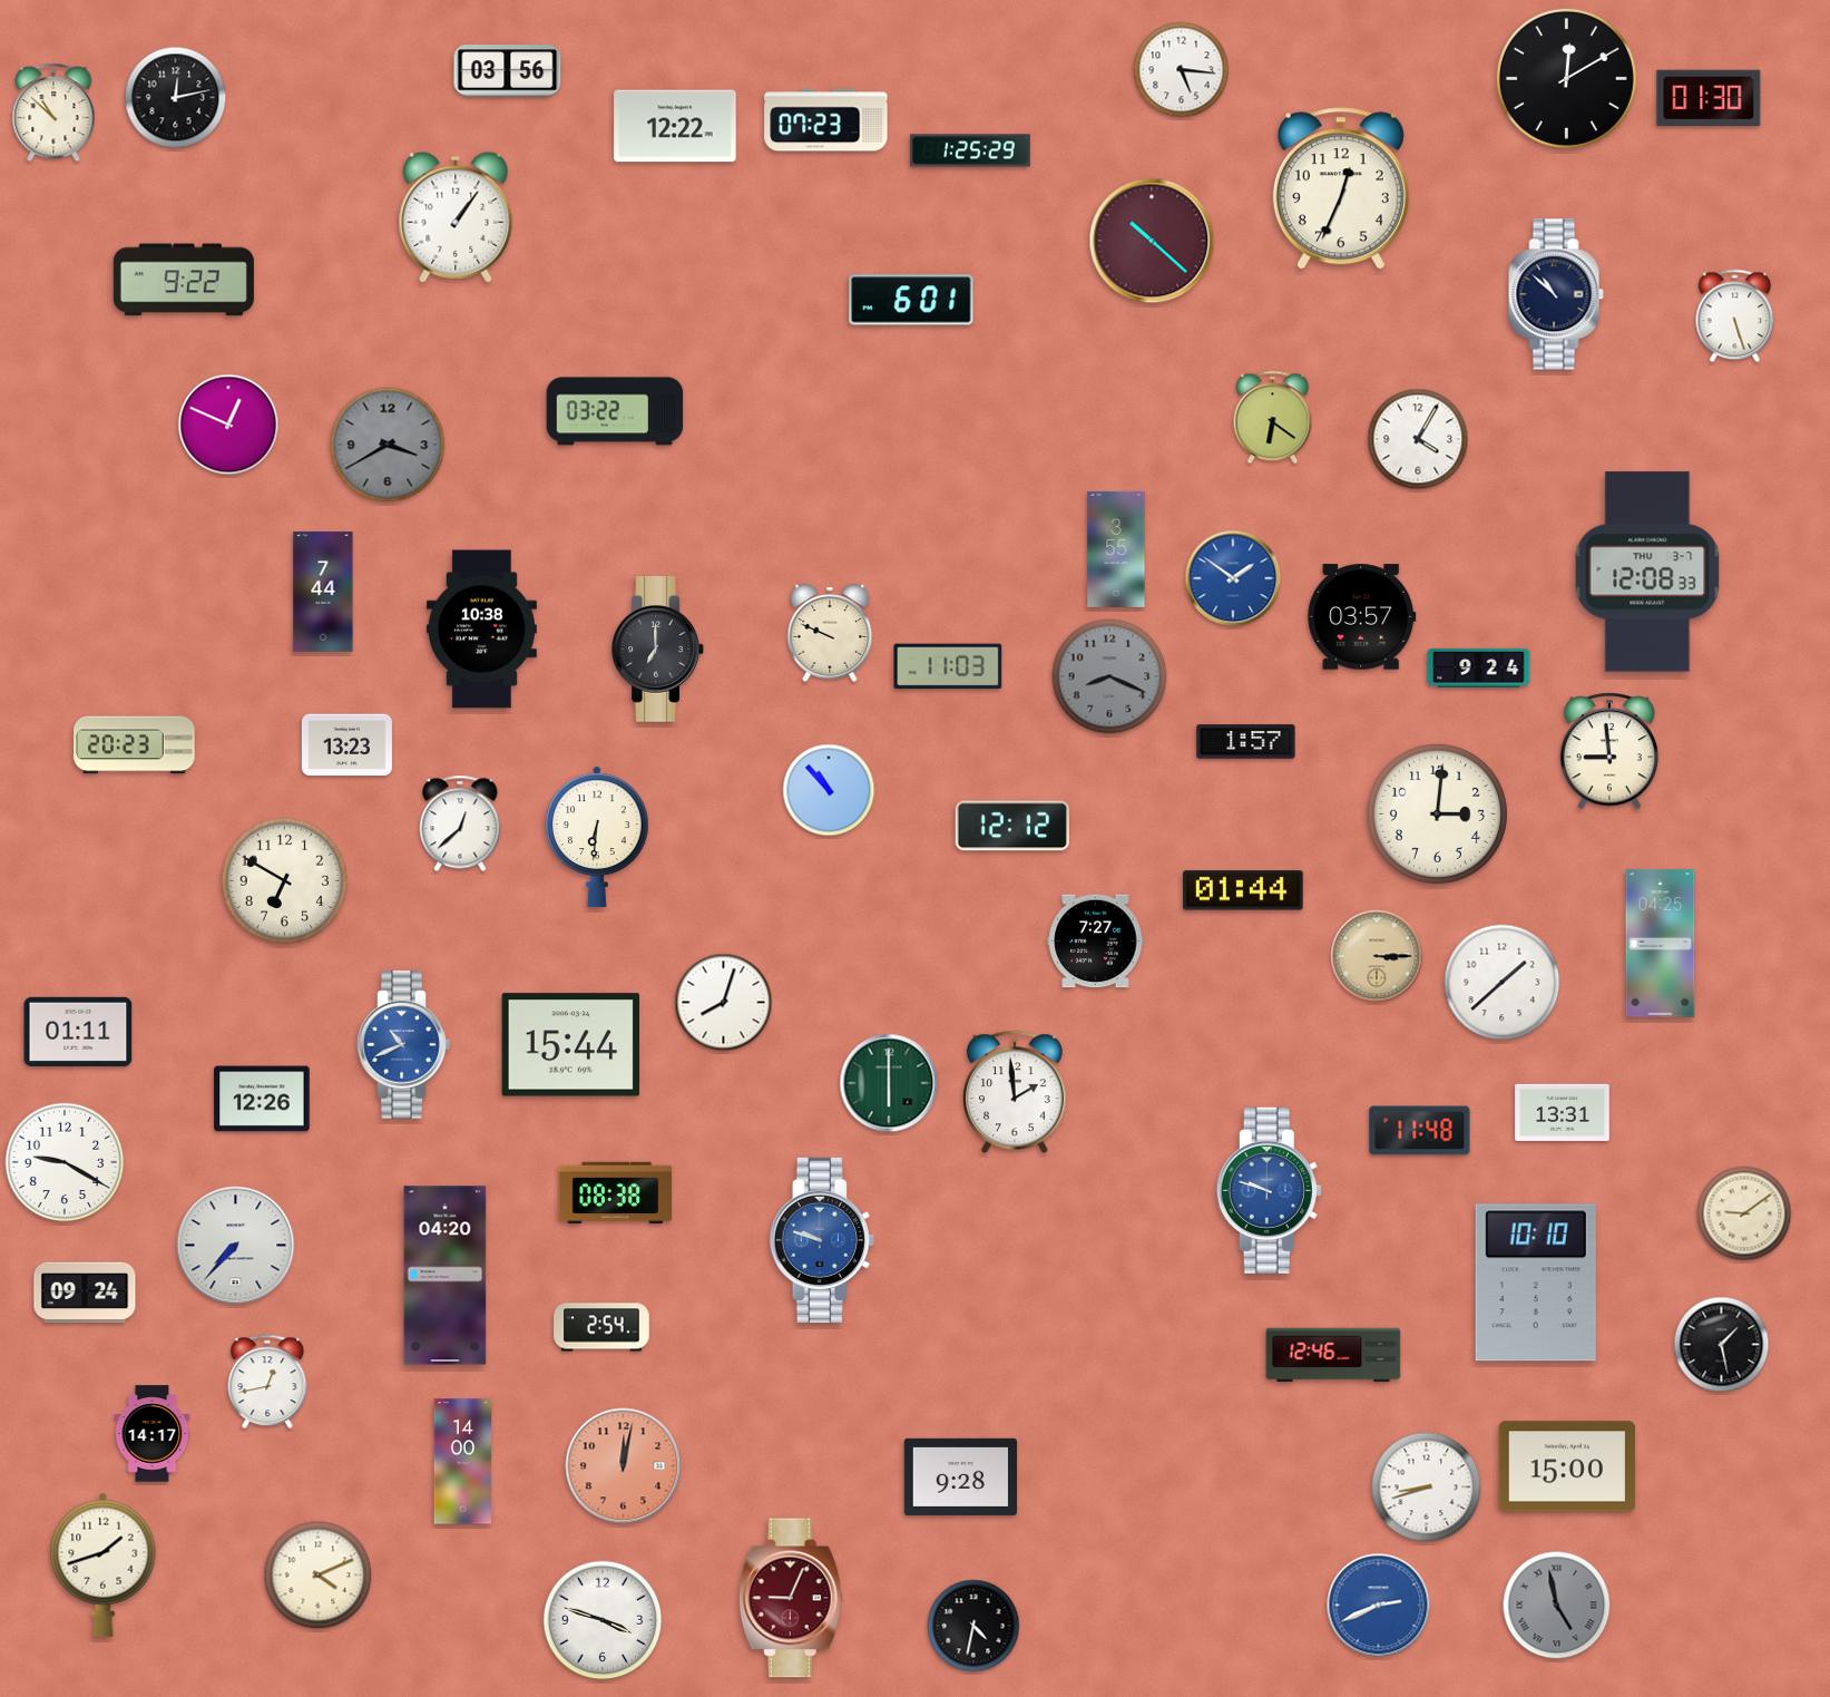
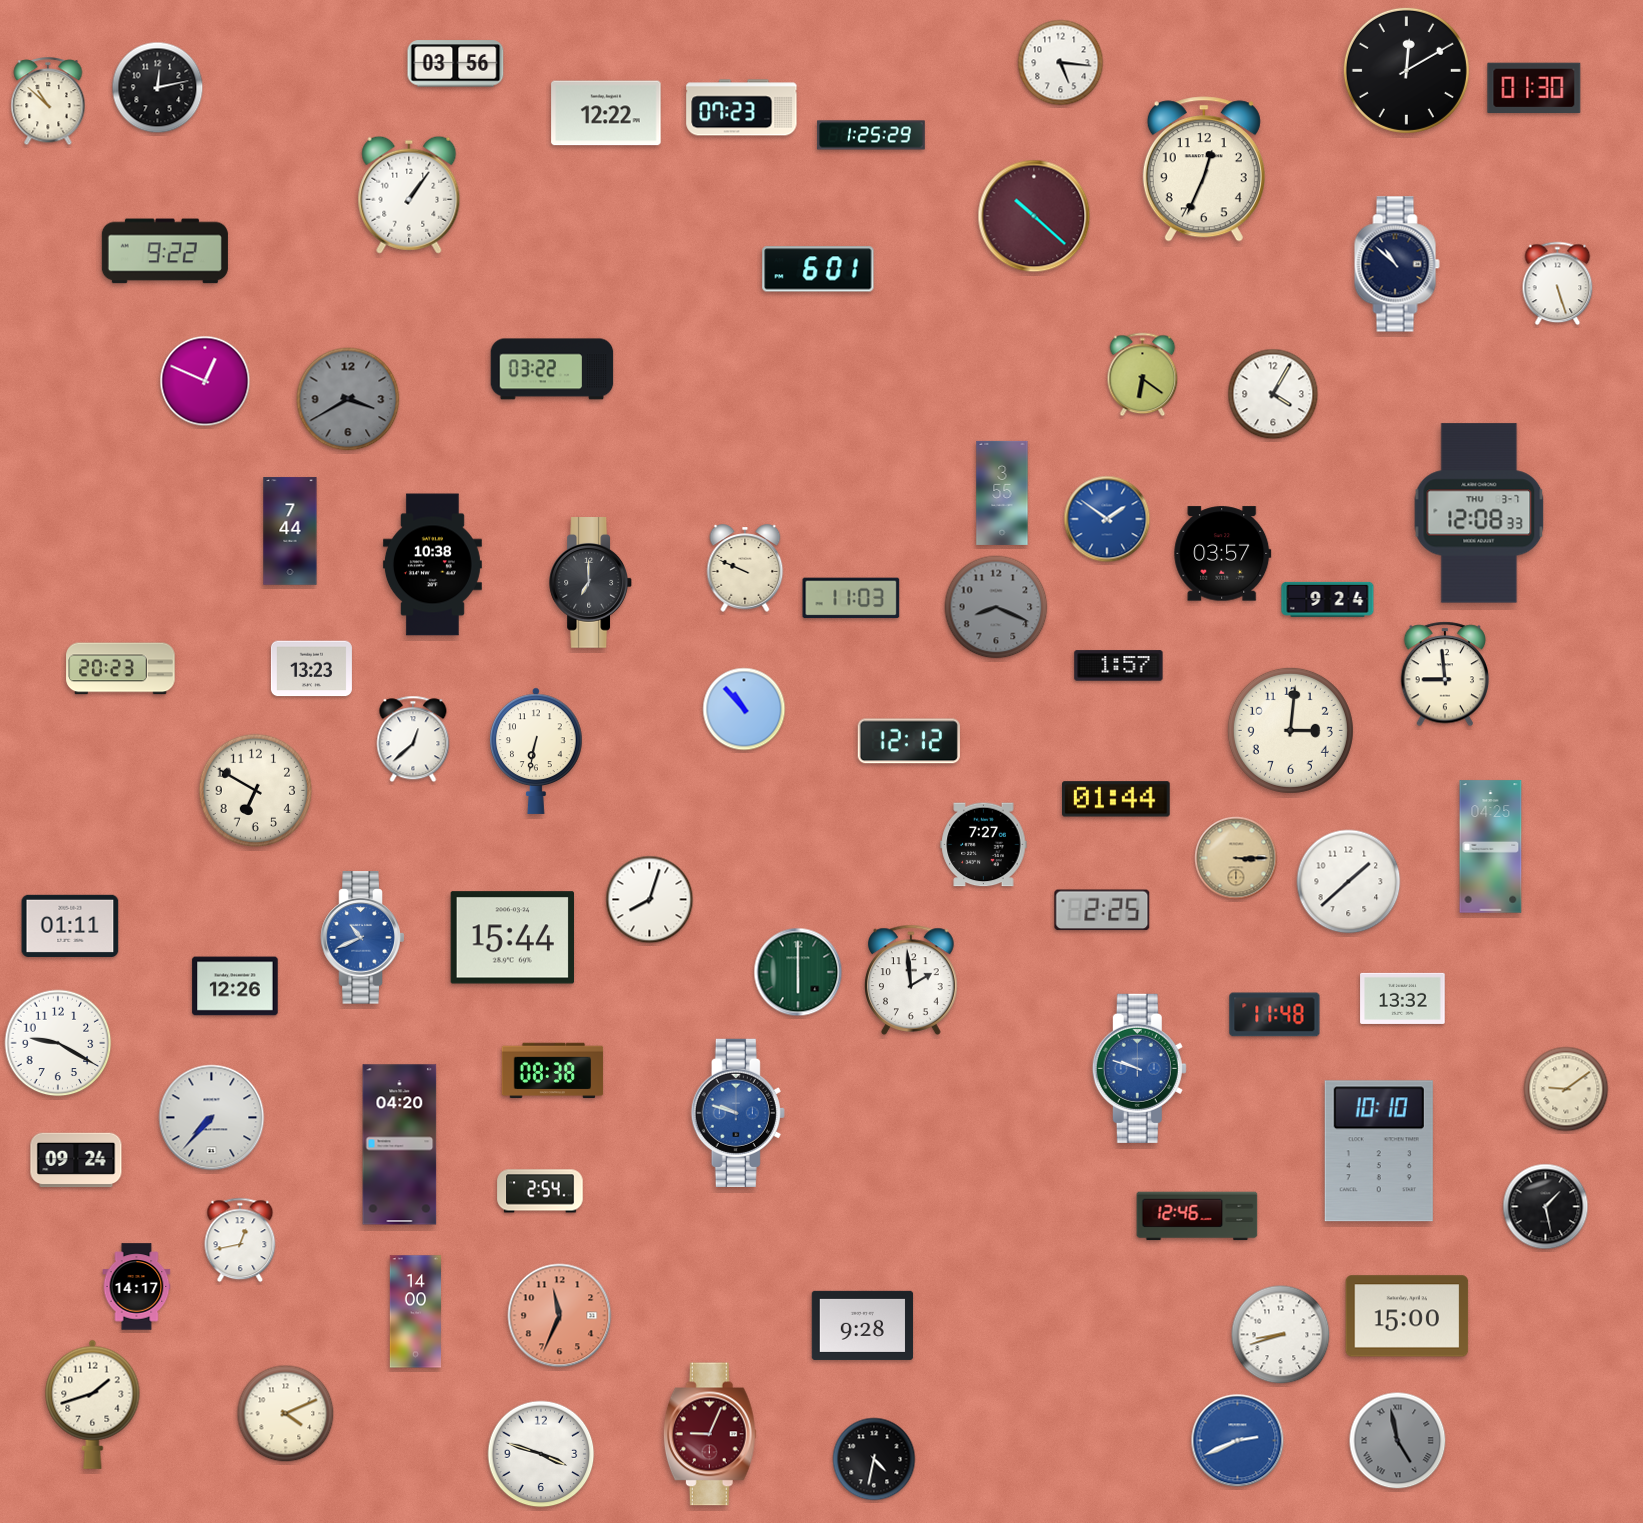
clock at (597, 837): 6:31 -> 6:32
clock at (1102, 910): none -> 2:25
clock at (1563, 1112): 13:31 -> 13:32
clock at (624, 1466): 12:02 -> 11:34
